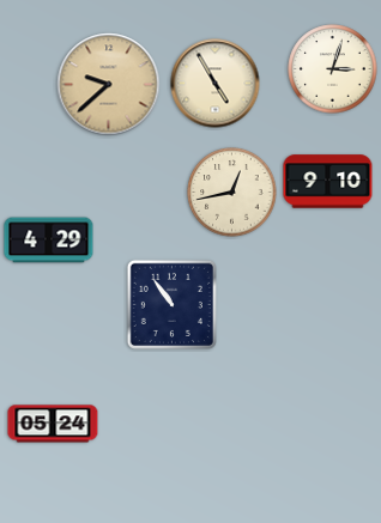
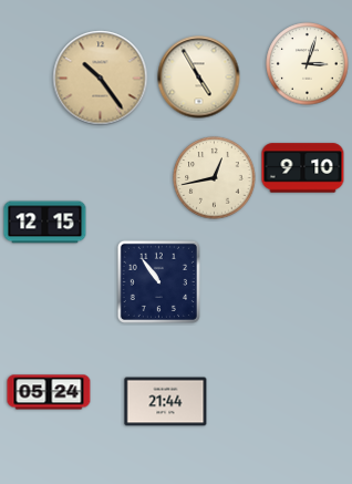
clock at (109, 85): 9:38 -> 10:24
clock at (49, 241): 4:29 -> 12:15
clock at (166, 402): none -> 21:44
